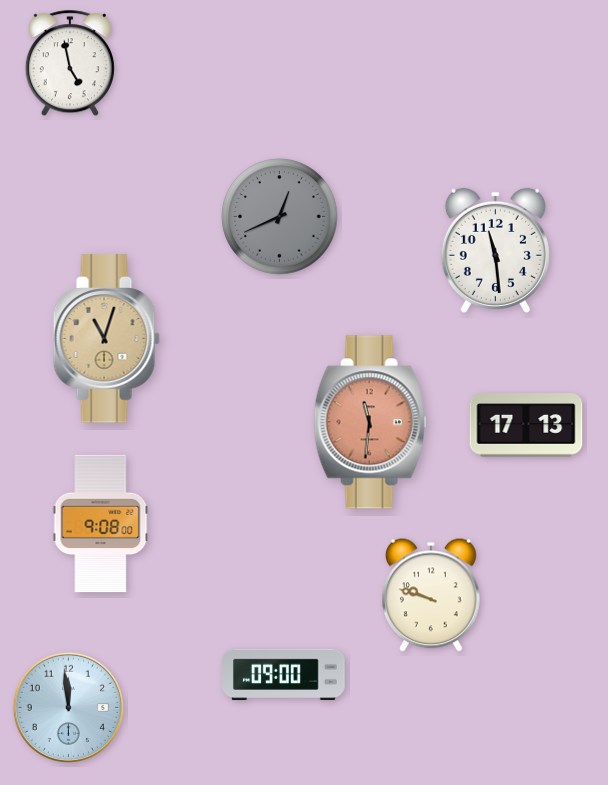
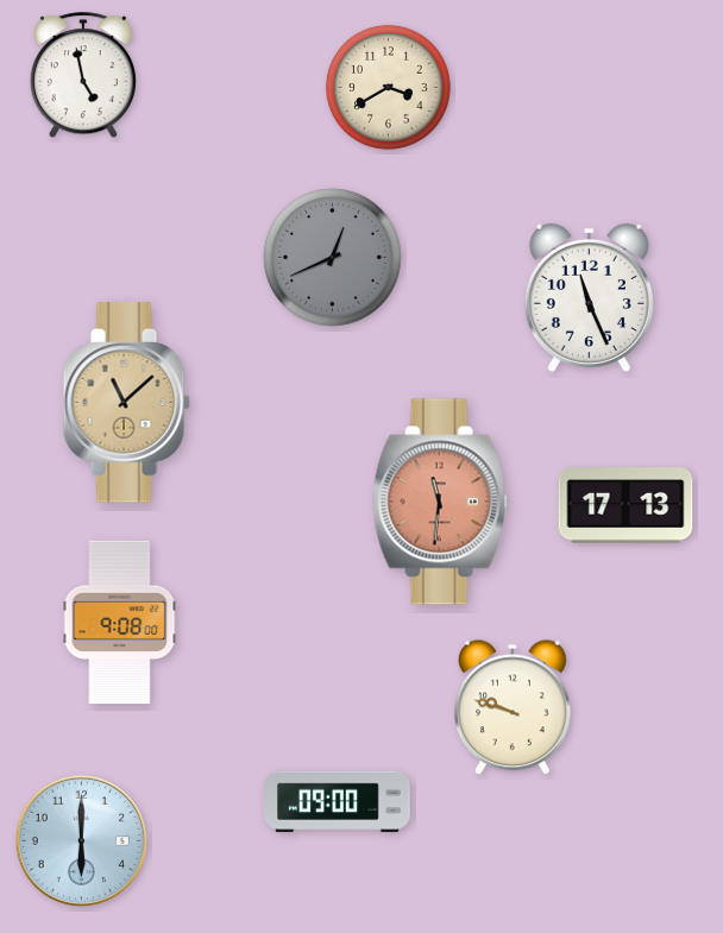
clock at (388, 87): none -> 3:40
clock at (495, 250): 11:29 -> 11:26
clock at (106, 339): 11:03 -> 11:08
clock at (68, 707): 11:59 -> 6:00
